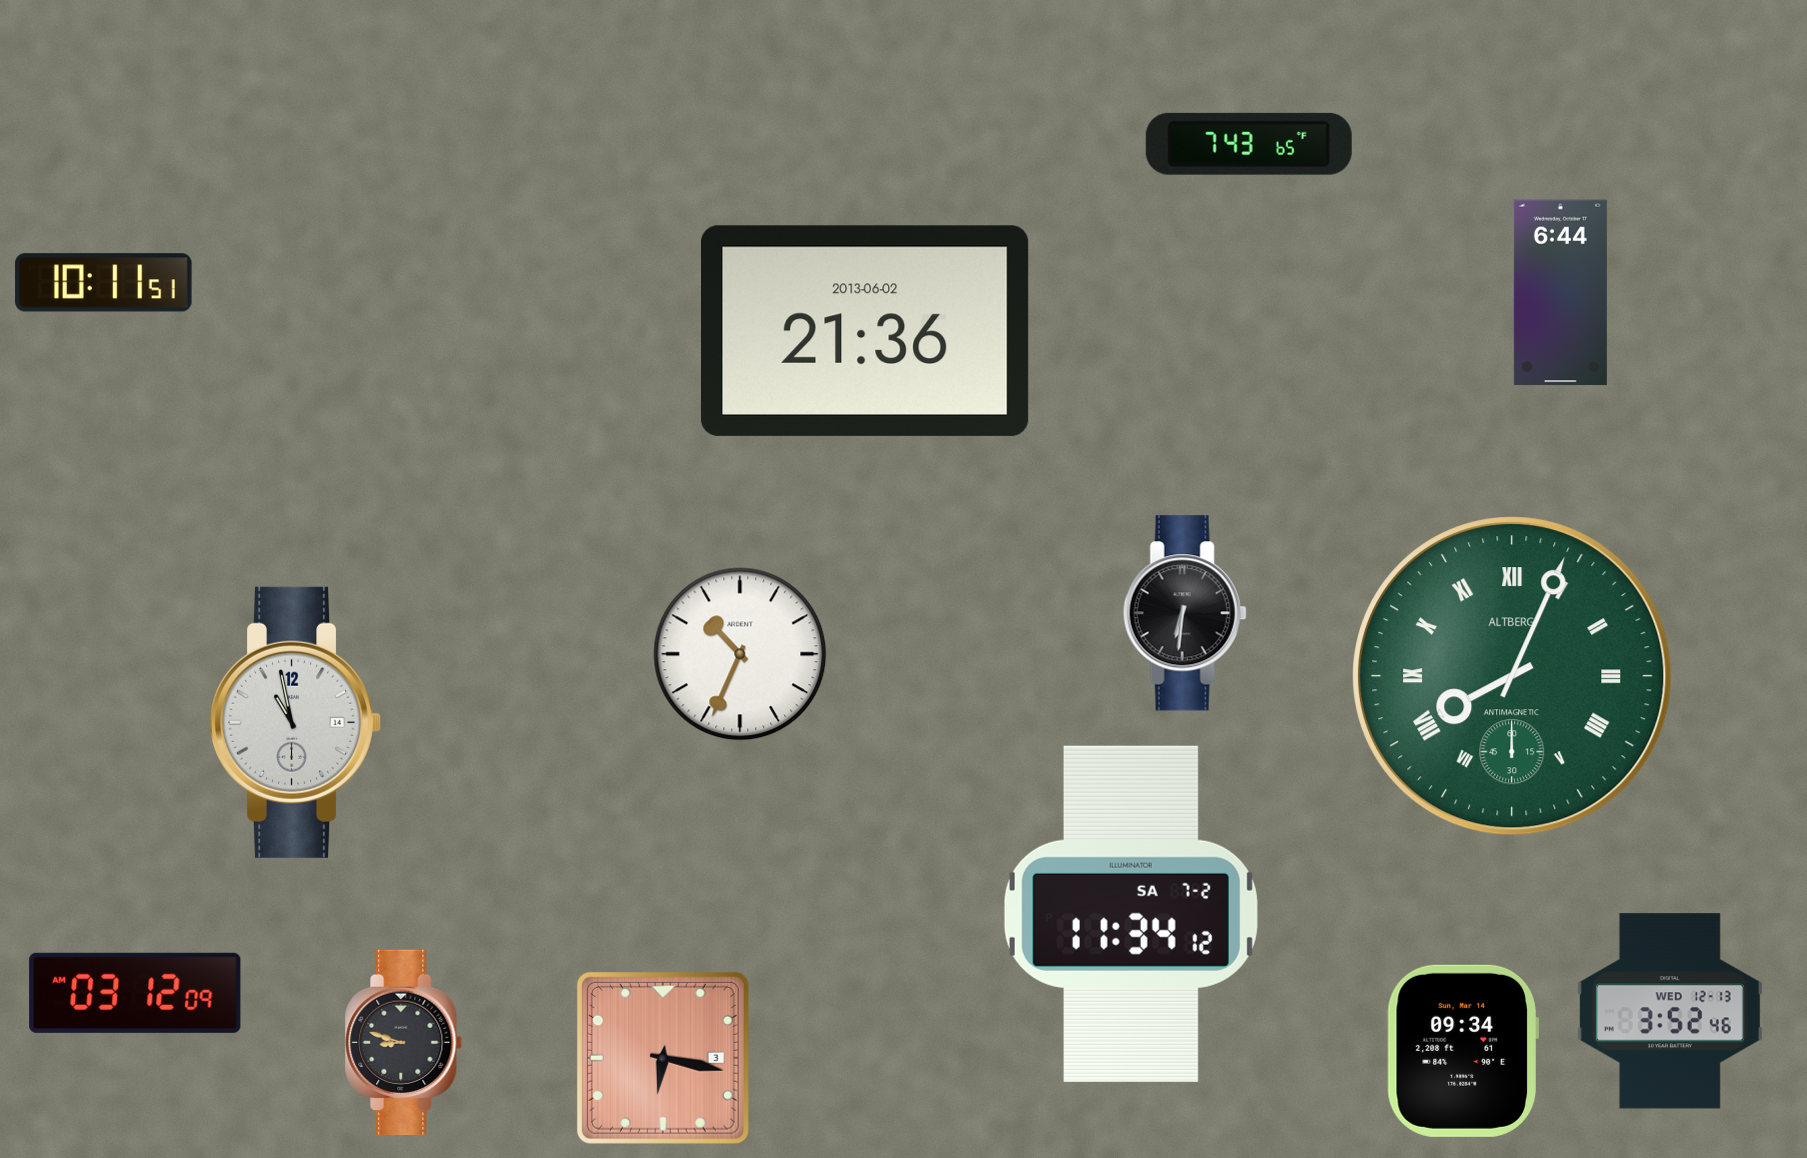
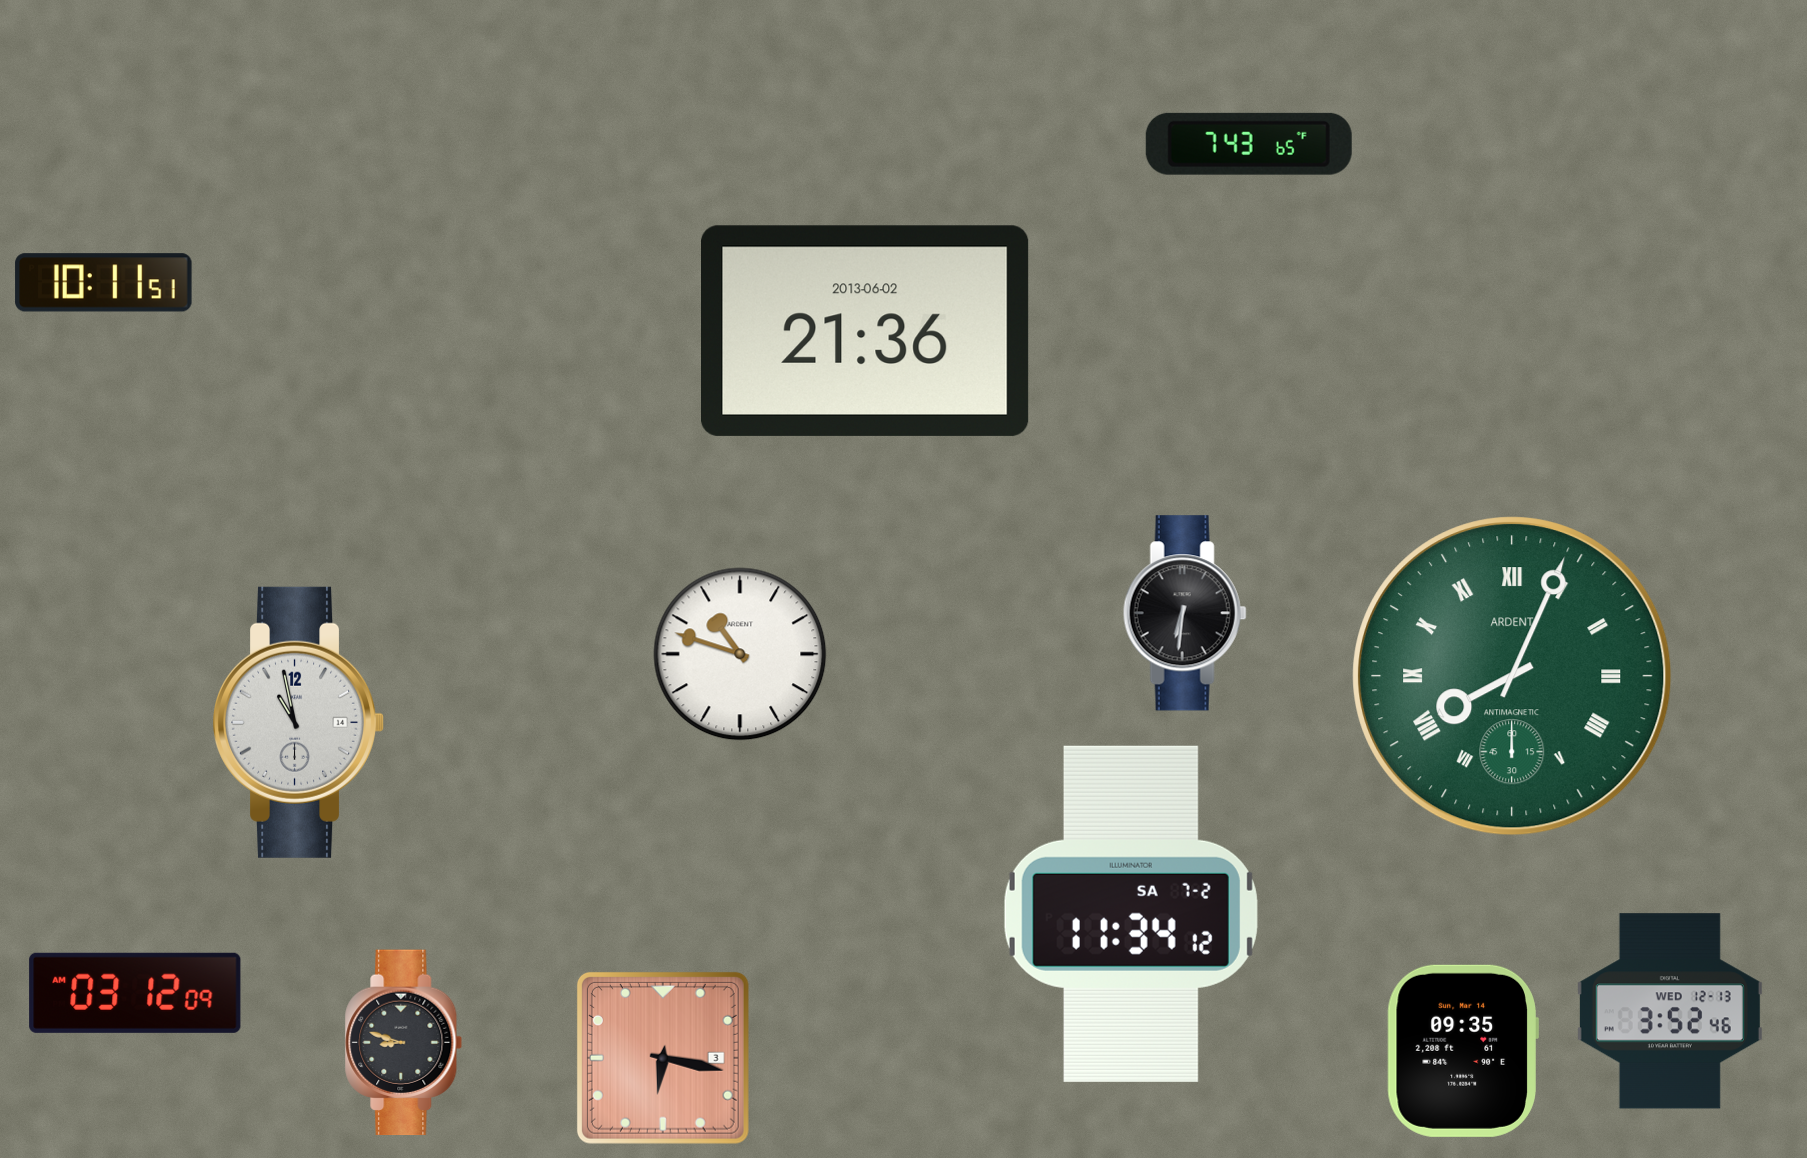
clock at (1560, 293): 6:44 -> none
clock at (740, 654): 10:34 -> 10:48
clock at (1512, 676) brand: ALTBERG -> ARDENT
clock at (296, 722) position: (296, 722) -> (299, 722)
clock at (1463, 1051): 09:34 -> 09:35
